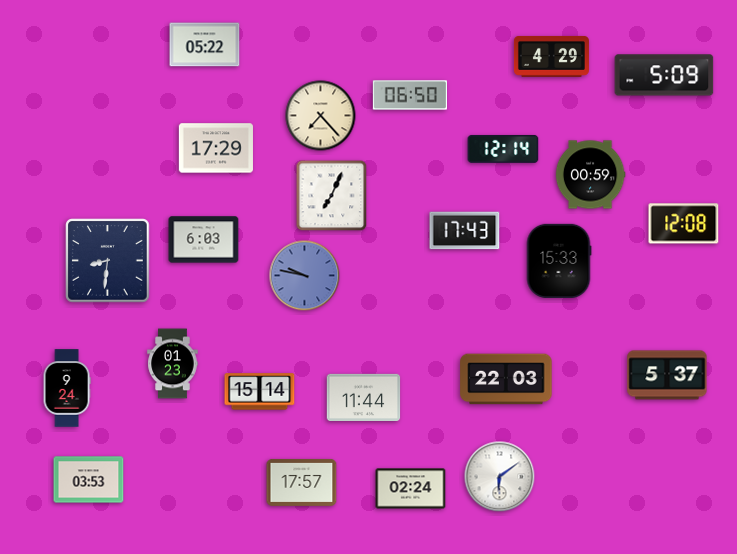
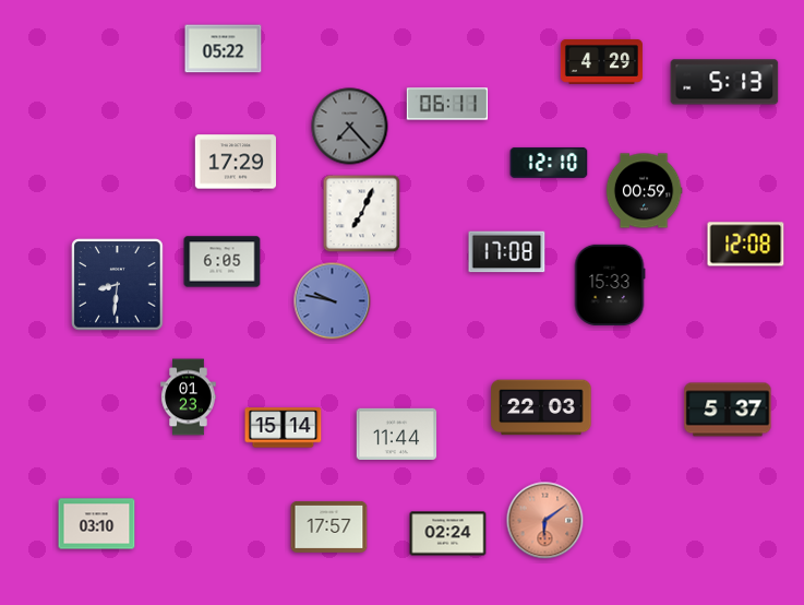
clock at (664, 75): 5:09 -> 5:13
clock at (409, 95): 06:50 -> 06:11
clock at (321, 116) dial: cream -> grey
clock at (503, 149): 12:14 -> 12:10
clock at (465, 231): 17:43 -> 17:08
clock at (204, 240): 6:03 -> 6:05
clock at (506, 379) position: (506, 379) -> (541, 407)
clock at (67, 388): 9:24 -> none
clock at (500, 477) dial: white -> salmon
clock at (89, 480): 03:53 -> 03:10
